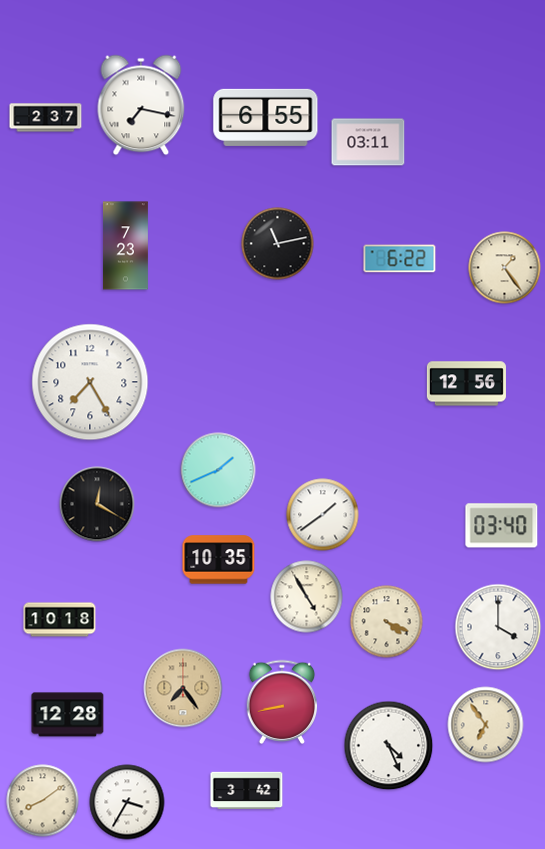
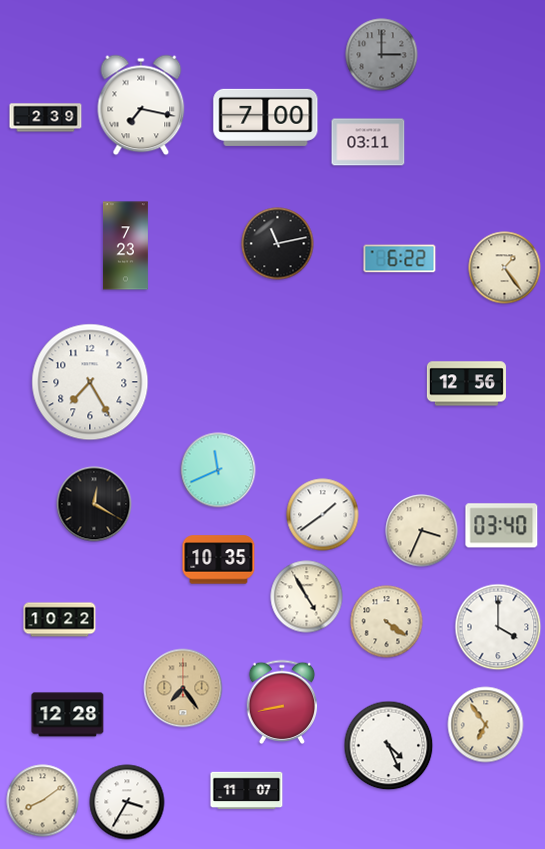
clock at (382, 55): none -> 3:00
clock at (266, 117): 6:55 -> 7:00
clock at (46, 118): 2:37 -> 2:39
clock at (218, 470): 1:41 -> 11:41
clock at (97, 504) position: (97, 504) -> (94, 504)
clock at (422, 531): none -> 3:34
clock at (60, 620): 10:18 -> 10:22
clock at (387, 622): 4:19 -> 4:21
clock at (247, 791): 3:42 -> 11:07
